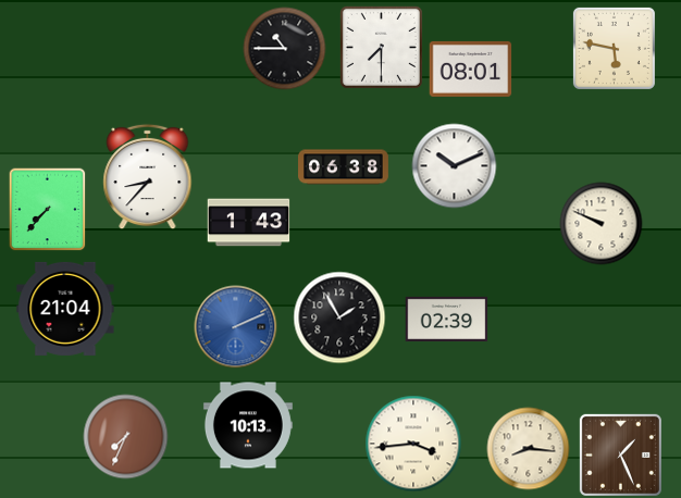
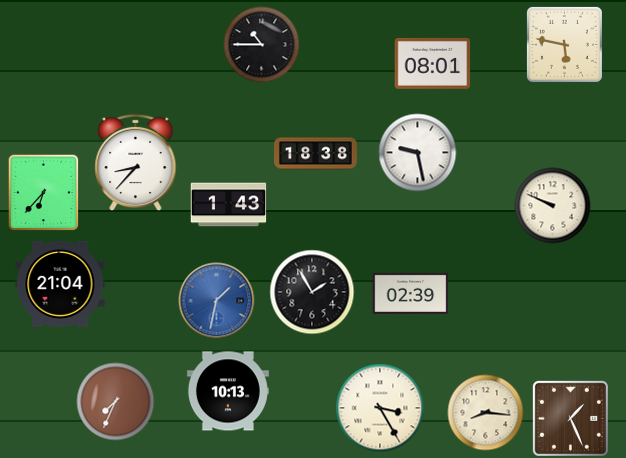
clock at (381, 47): 7:30 -> none
clock at (455, 166): 10:11 -> 9:28
clock at (344, 167): 06:38 -> 18:38
clock at (48, 210): 7:37 -> 6:37
clock at (236, 327): 2:11 -> 1:32
clock at (413, 444): 3:44 -> 3:25
